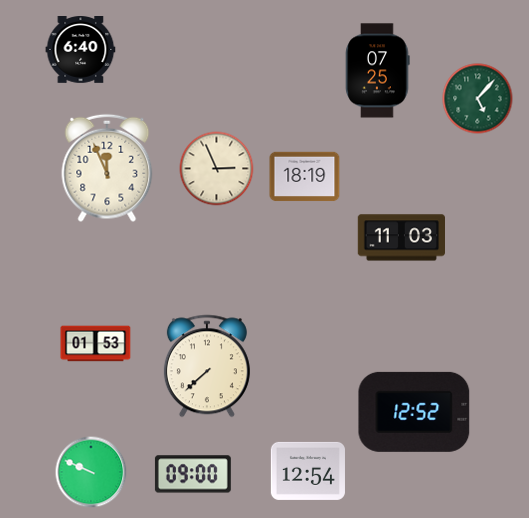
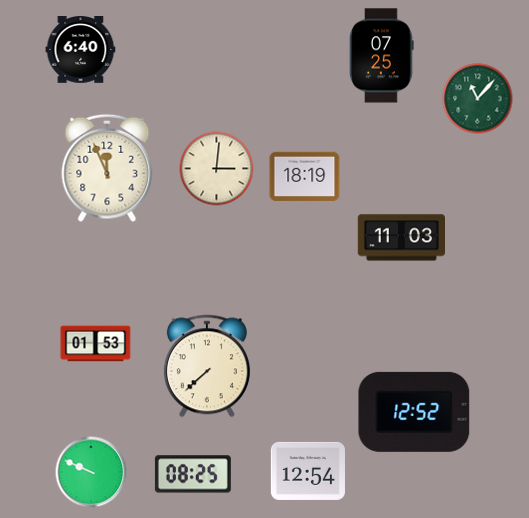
clock at (378, 71) position: (378, 71) -> (382, 56)
clock at (478, 99): 5:07 -> 11:07
clock at (217, 169): 2:56 -> 3:01
clock at (193, 474): 09:00 -> 08:25
